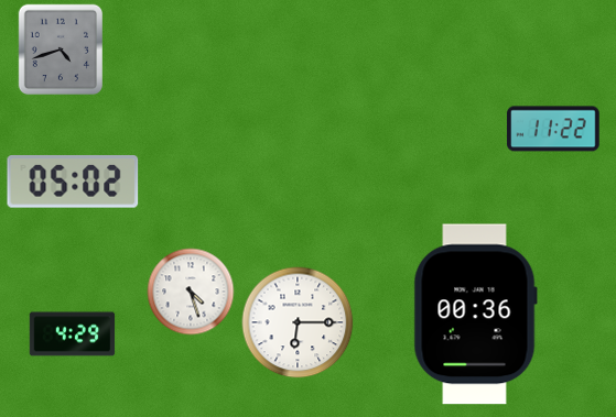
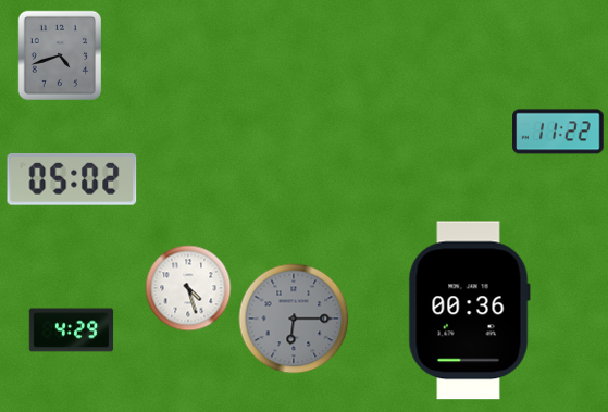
clock at (60, 50) position: (60, 50) -> (59, 55)
clock at (553, 129) position: (553, 129) -> (558, 132)
clock at (298, 322) dial: white -> grey
